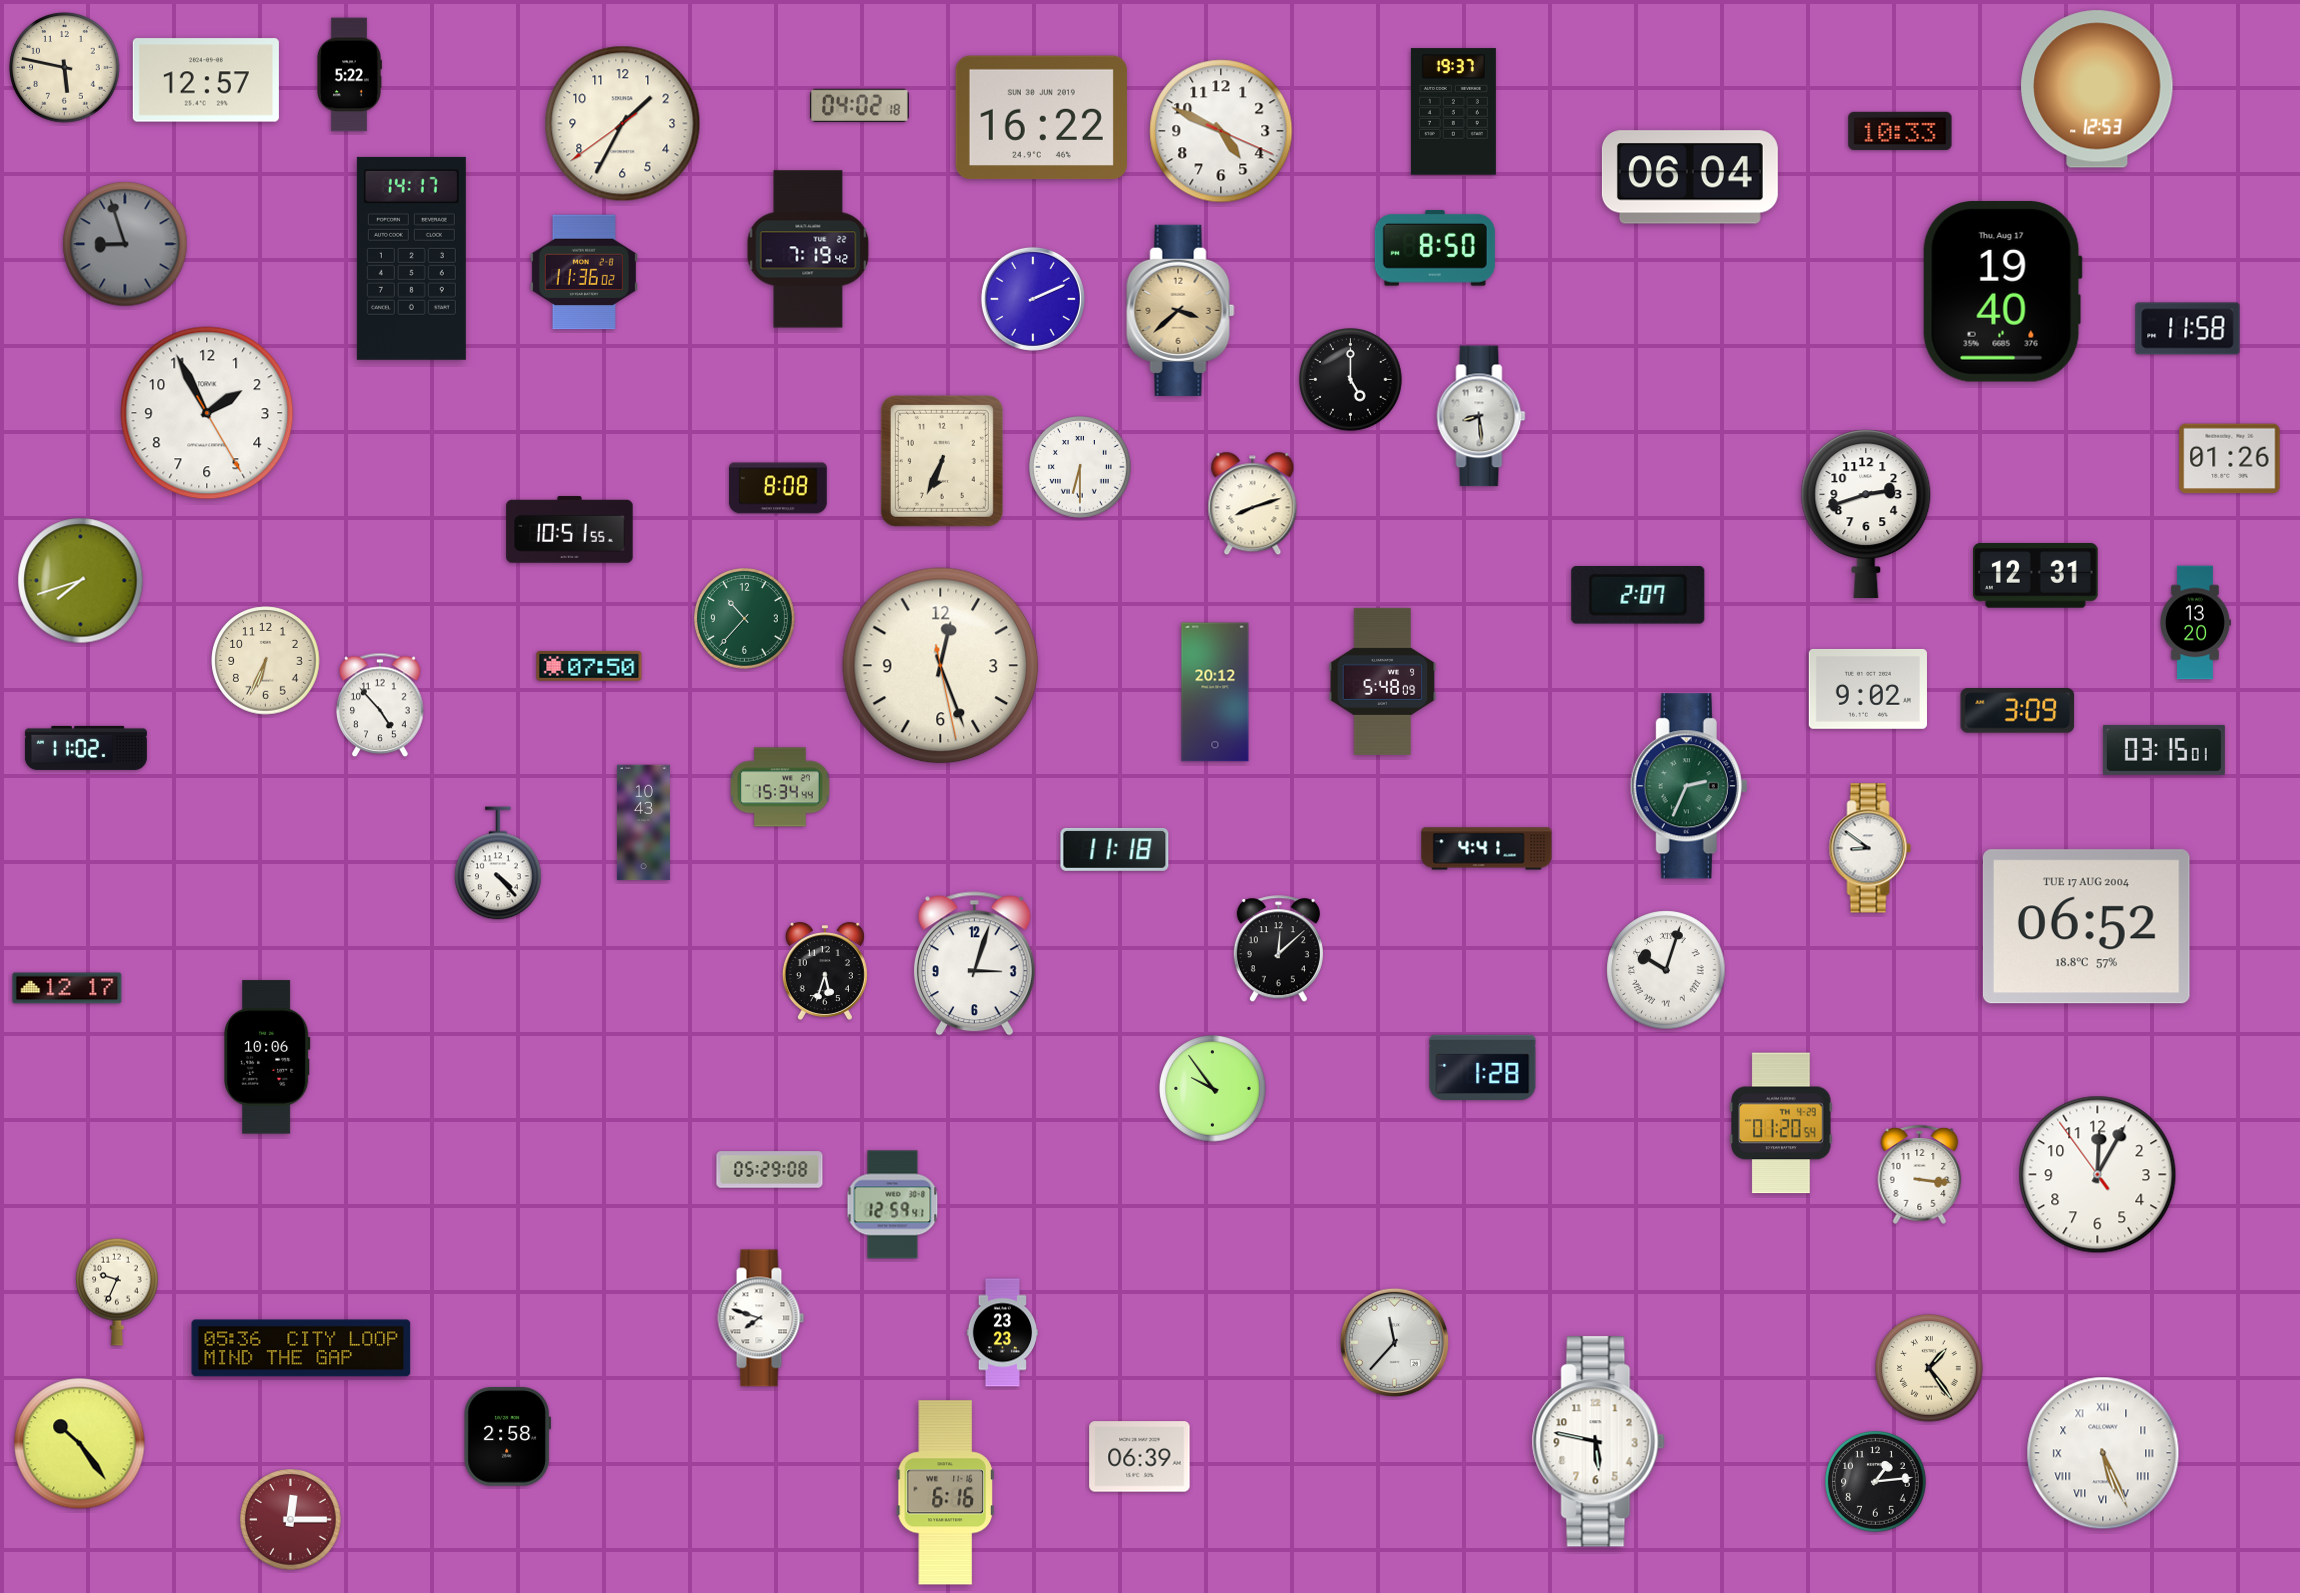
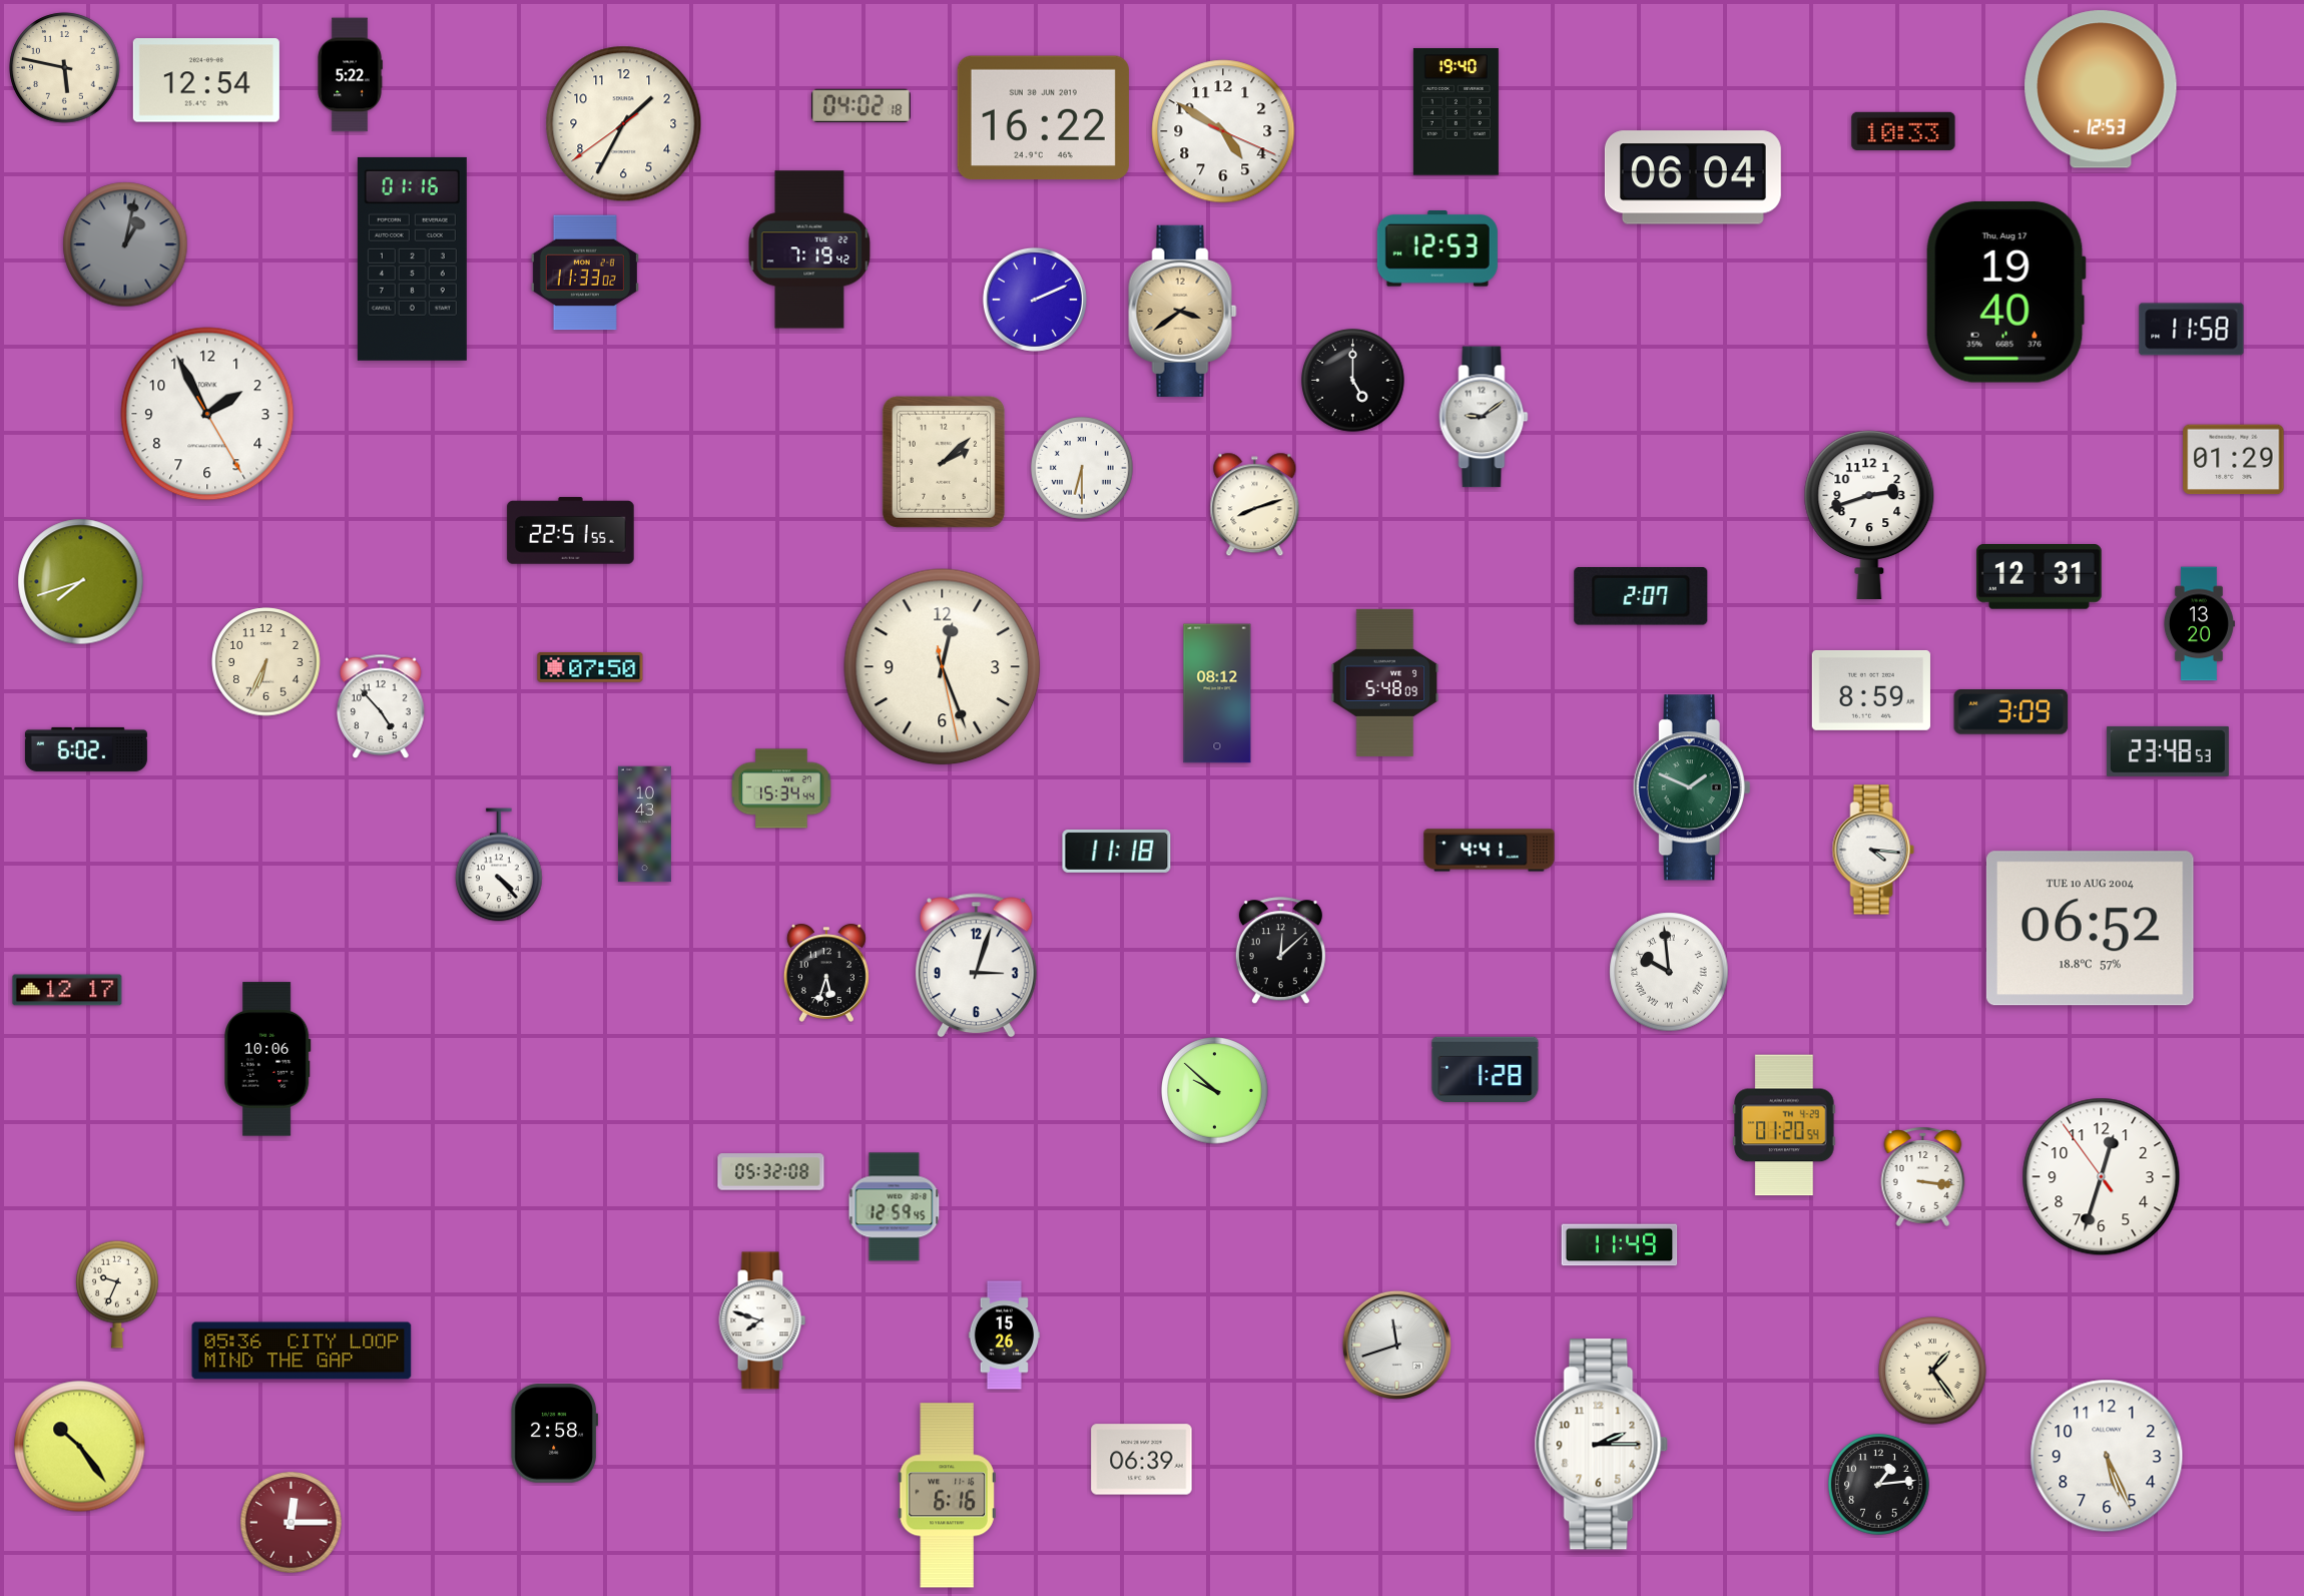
clock at (206, 80): 12:57 -> 12:54
clock at (1453, 112): 19:37 -> 19:40
clock at (1221, 131): 4:49 -> 4:50
clock at (125, 244): 8:57 -> 1:02
clock at (1435, 248): 8:50 -> 12:53
clock at (411, 258): 14:17 -> 01:16
clock at (584, 272): 11:36 -> 11:33
clock at (1181, 310): 3:38 -> 3:39
clock at (1481, 416): 8:29 -> 9:09
clock at (2230, 459): 01:26 -> 01:29
clock at (942, 461): 6:34 -> 2:08
clock at (778, 488): 8:08 -> none
clock at (570, 530): 10:51 -> 22:51
clock at (745, 619): 10:37 -> none
clock at (1868, 689): 9:02 -> 8:59
clock at (1215, 692): 20:12 -> 08:12
clock at (2018, 711) position: (2018, 711) -> (2011, 712)
clock at (86, 748): 11:02 -> 6:02
clock at (2164, 750): 03:15 -> 23:48
clock at (1689, 786): 2:34 -> 1:49
clock at (1870, 848): 8:51 -> 4:16
clock at (2086, 927) date: TUE 17 AUG 2004 -> TUE 10 AUG 2004
clock at (1666, 970): 10:03 -> 9:59
clock at (1213, 1089): 9:54 -> 9:52
clock at (770, 1170): 05:29 -> 05:32
clock at (2098, 1175): 12:04 -> 12:32
clock at (893, 1205): 12:59:41 -> 12:59:45
clock at (1620, 1245): none -> 11:49
clock at (1003, 1333): 23:23 -> 15:26
clock at (1394, 1342): 11:37 -> 11:42
clock at (508, 1437) position: (508, 1437) -> (555, 1434)
clock at (1598, 1442): 5:47 -> 2:15
clock at (2103, 1453) numerals: Roman -> Arabic
